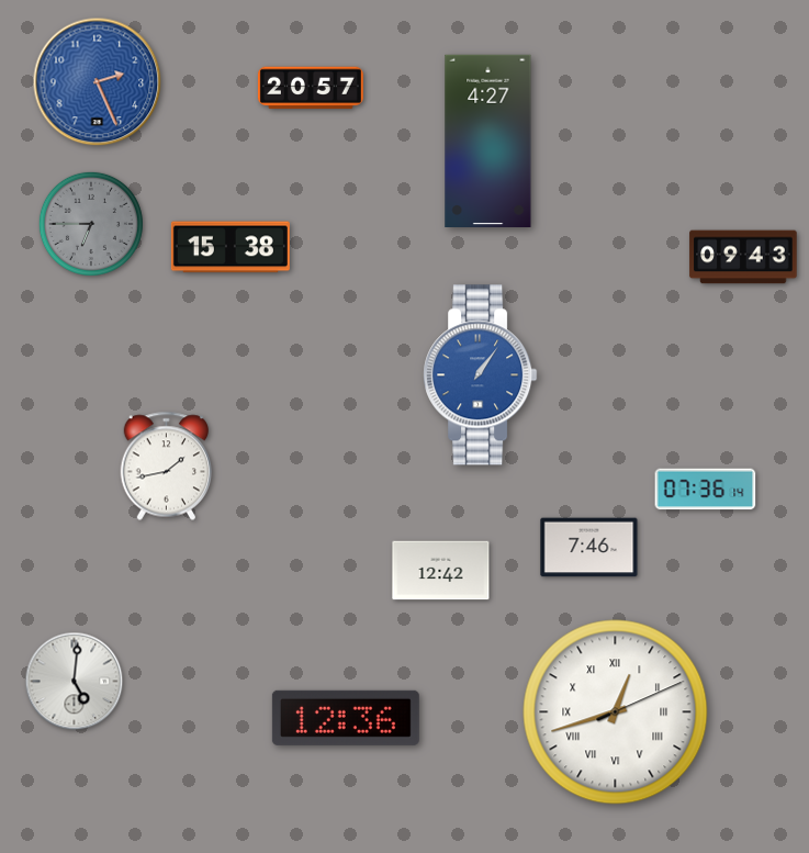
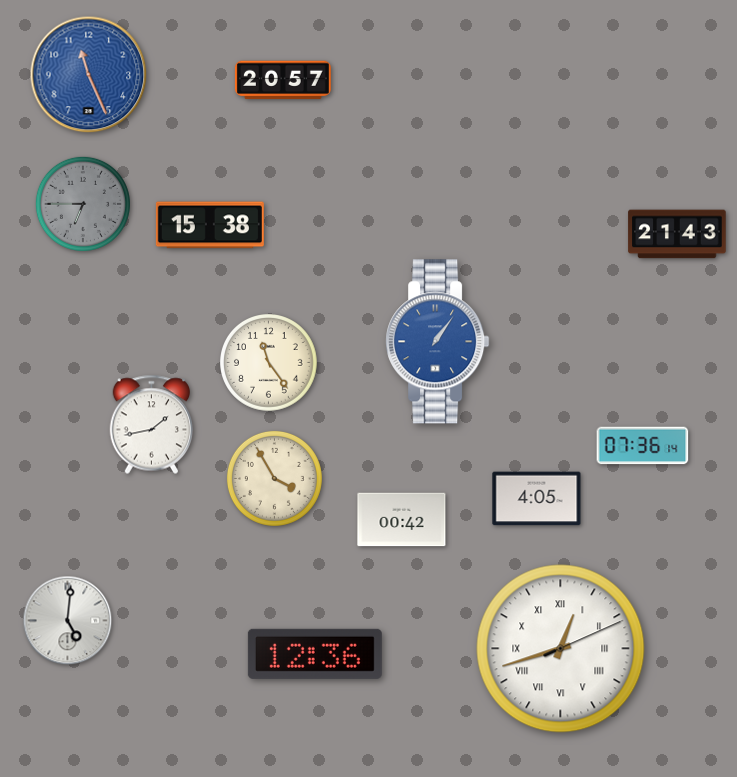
clock at (98, 82): 2:26 -> 11:26
clock at (488, 141): 4:27 -> none
clock at (743, 257): 09:43 -> 21:43
clock at (269, 363): none -> 11:24
clock at (274, 478): none -> 3:55
clock at (589, 548): 7:46 -> 4:05
clock at (441, 571): 12:42 -> 00:42
